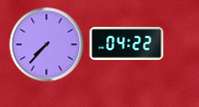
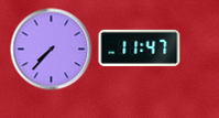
clock at (127, 43): 04:22 -> 11:47
